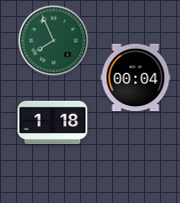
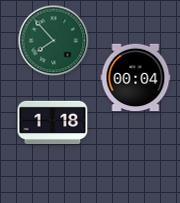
clock at (54, 41): 7:56 -> 7:53
